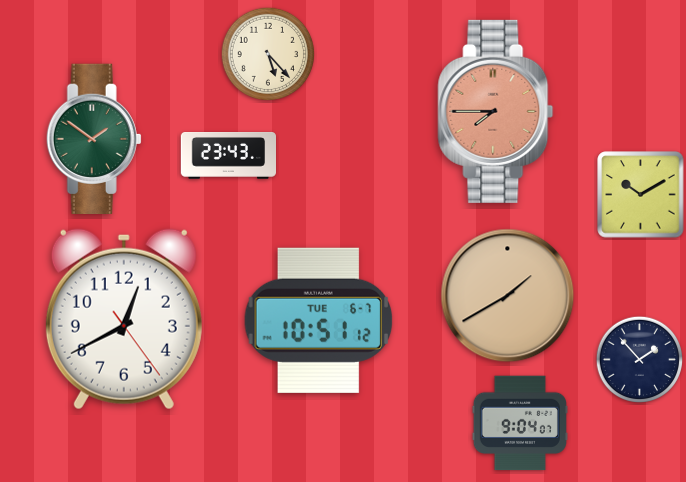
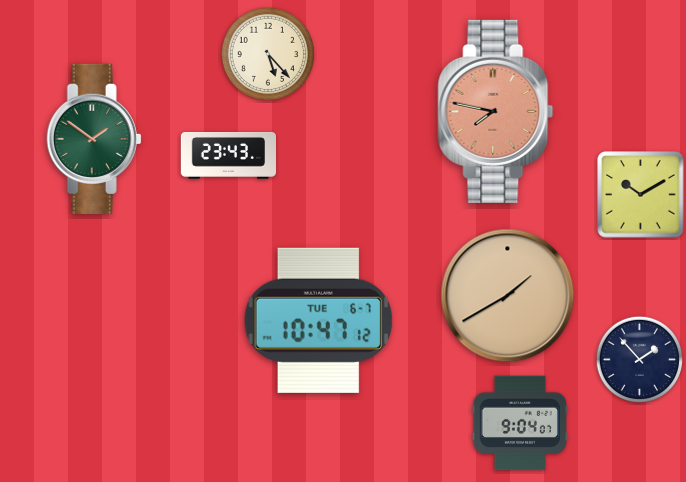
clock at (496, 111): 7:45 -> 7:47
clock at (124, 319): 12:40 -> none
clock at (319, 320): 10:51 -> 10:47
